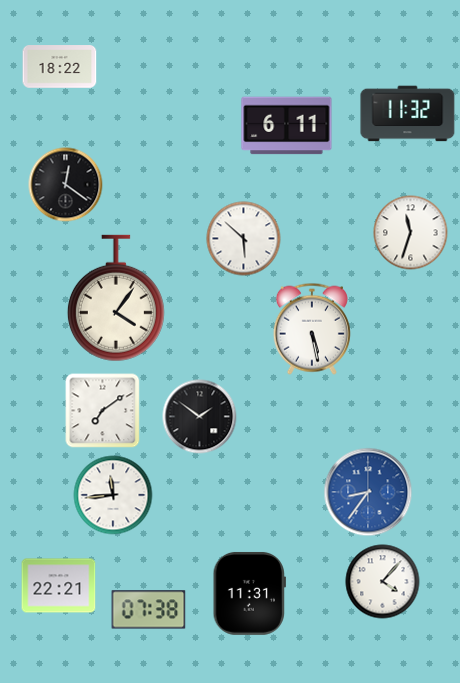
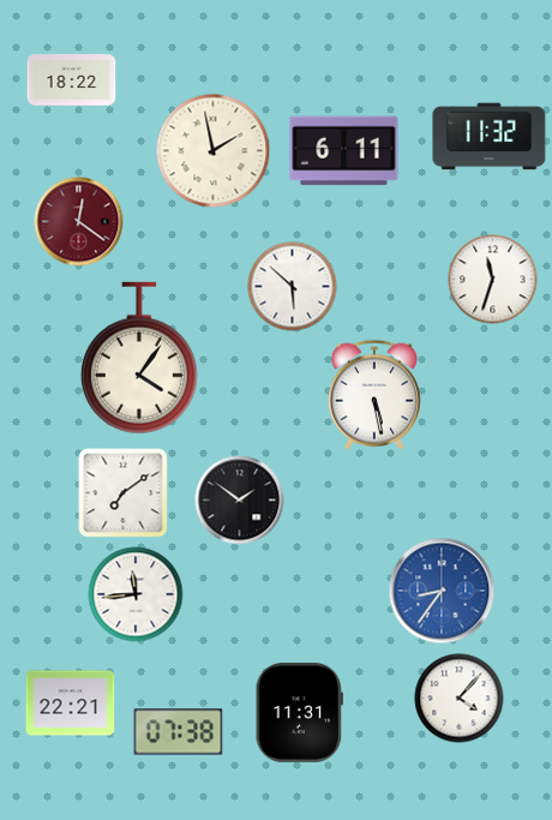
clock at (214, 151): none -> 1:58
clock at (66, 185) dial: black -> burgundy
